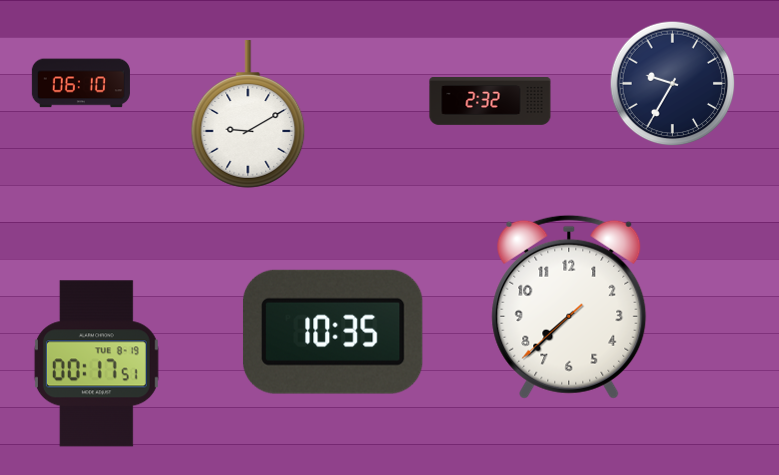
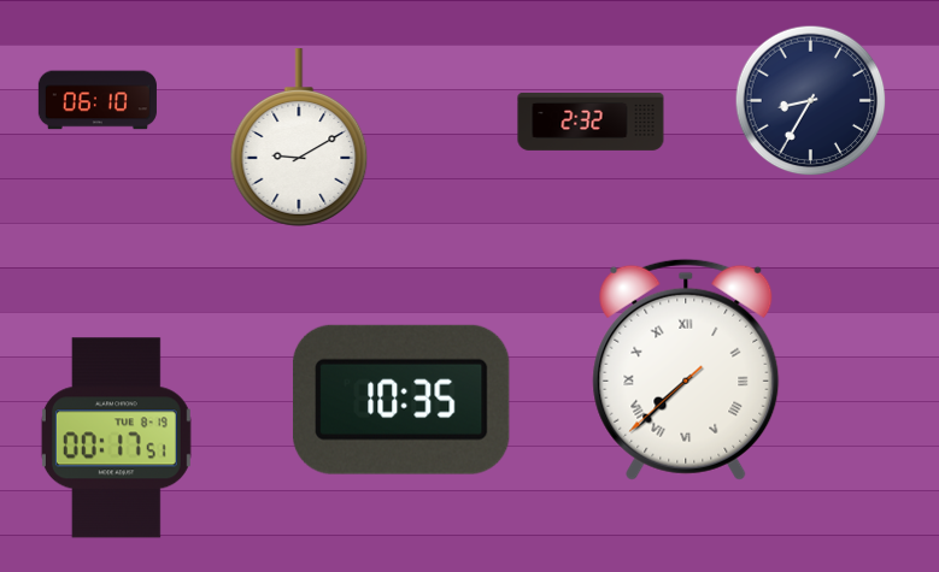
clock at (673, 84): 9:35 -> 8:35
clock at (569, 307) numerals: Arabic -> Roman
